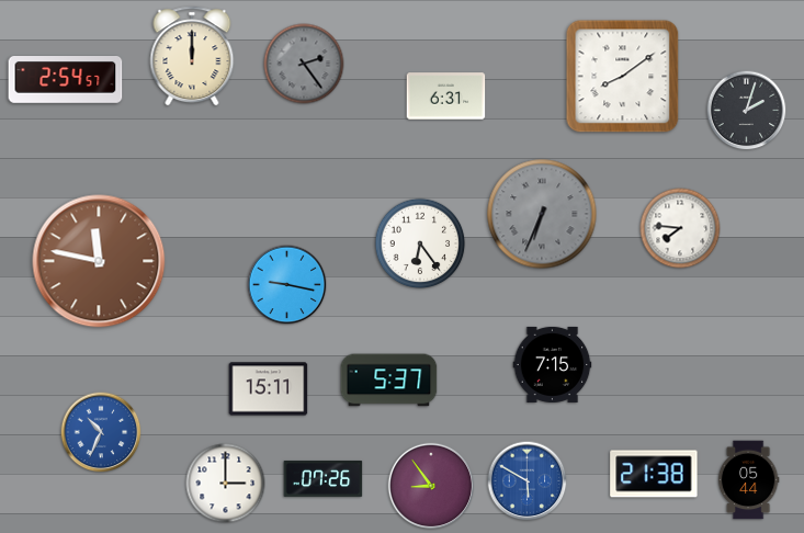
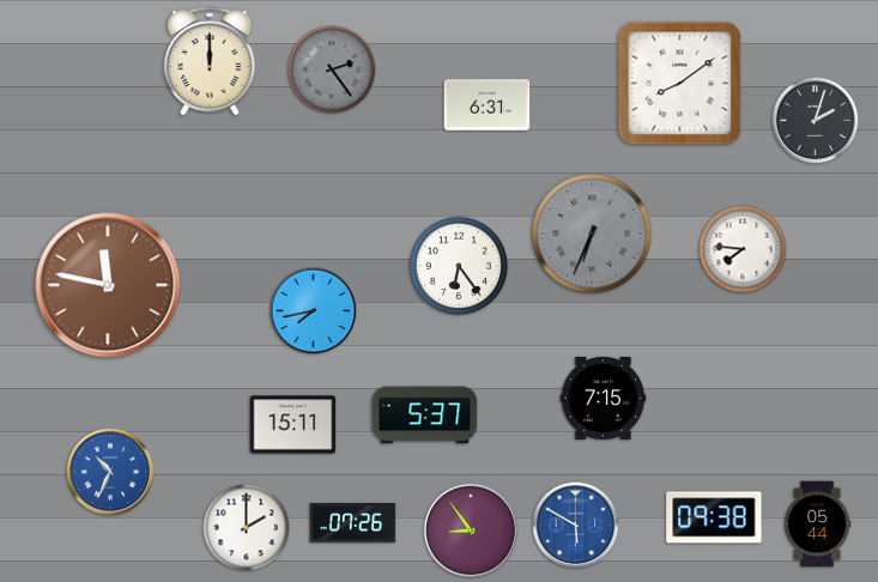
clock at (66, 80): 2:54 -> none
clock at (287, 285): 9:17 -> 7:43
clock at (654, 474): 21:38 -> 09:38
clock at (226, 484): 3:00 -> 2:00
